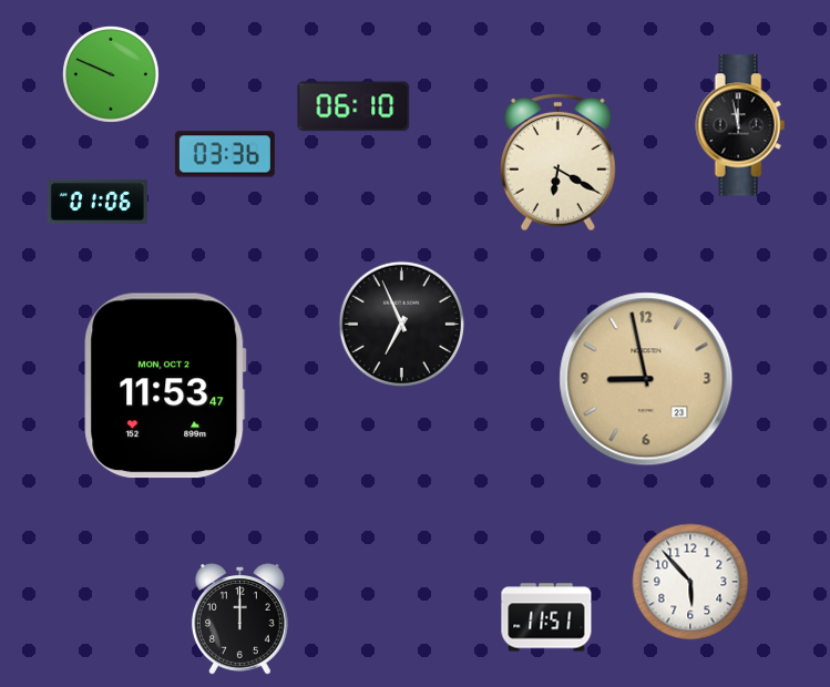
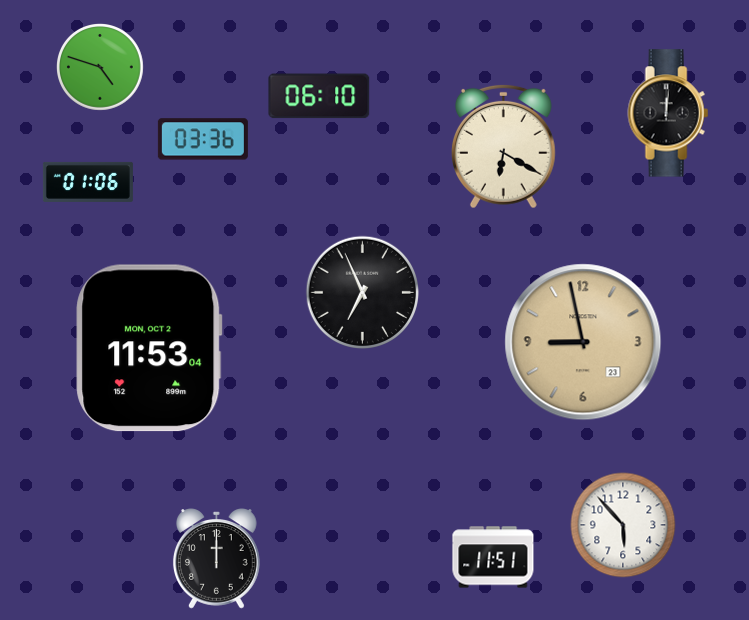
clock at (112, 75): 9:49 -> 4:48
clock at (740, 125): 11:58 -> 12:01
clock at (165, 386): 11:53:47 -> 11:53:04
